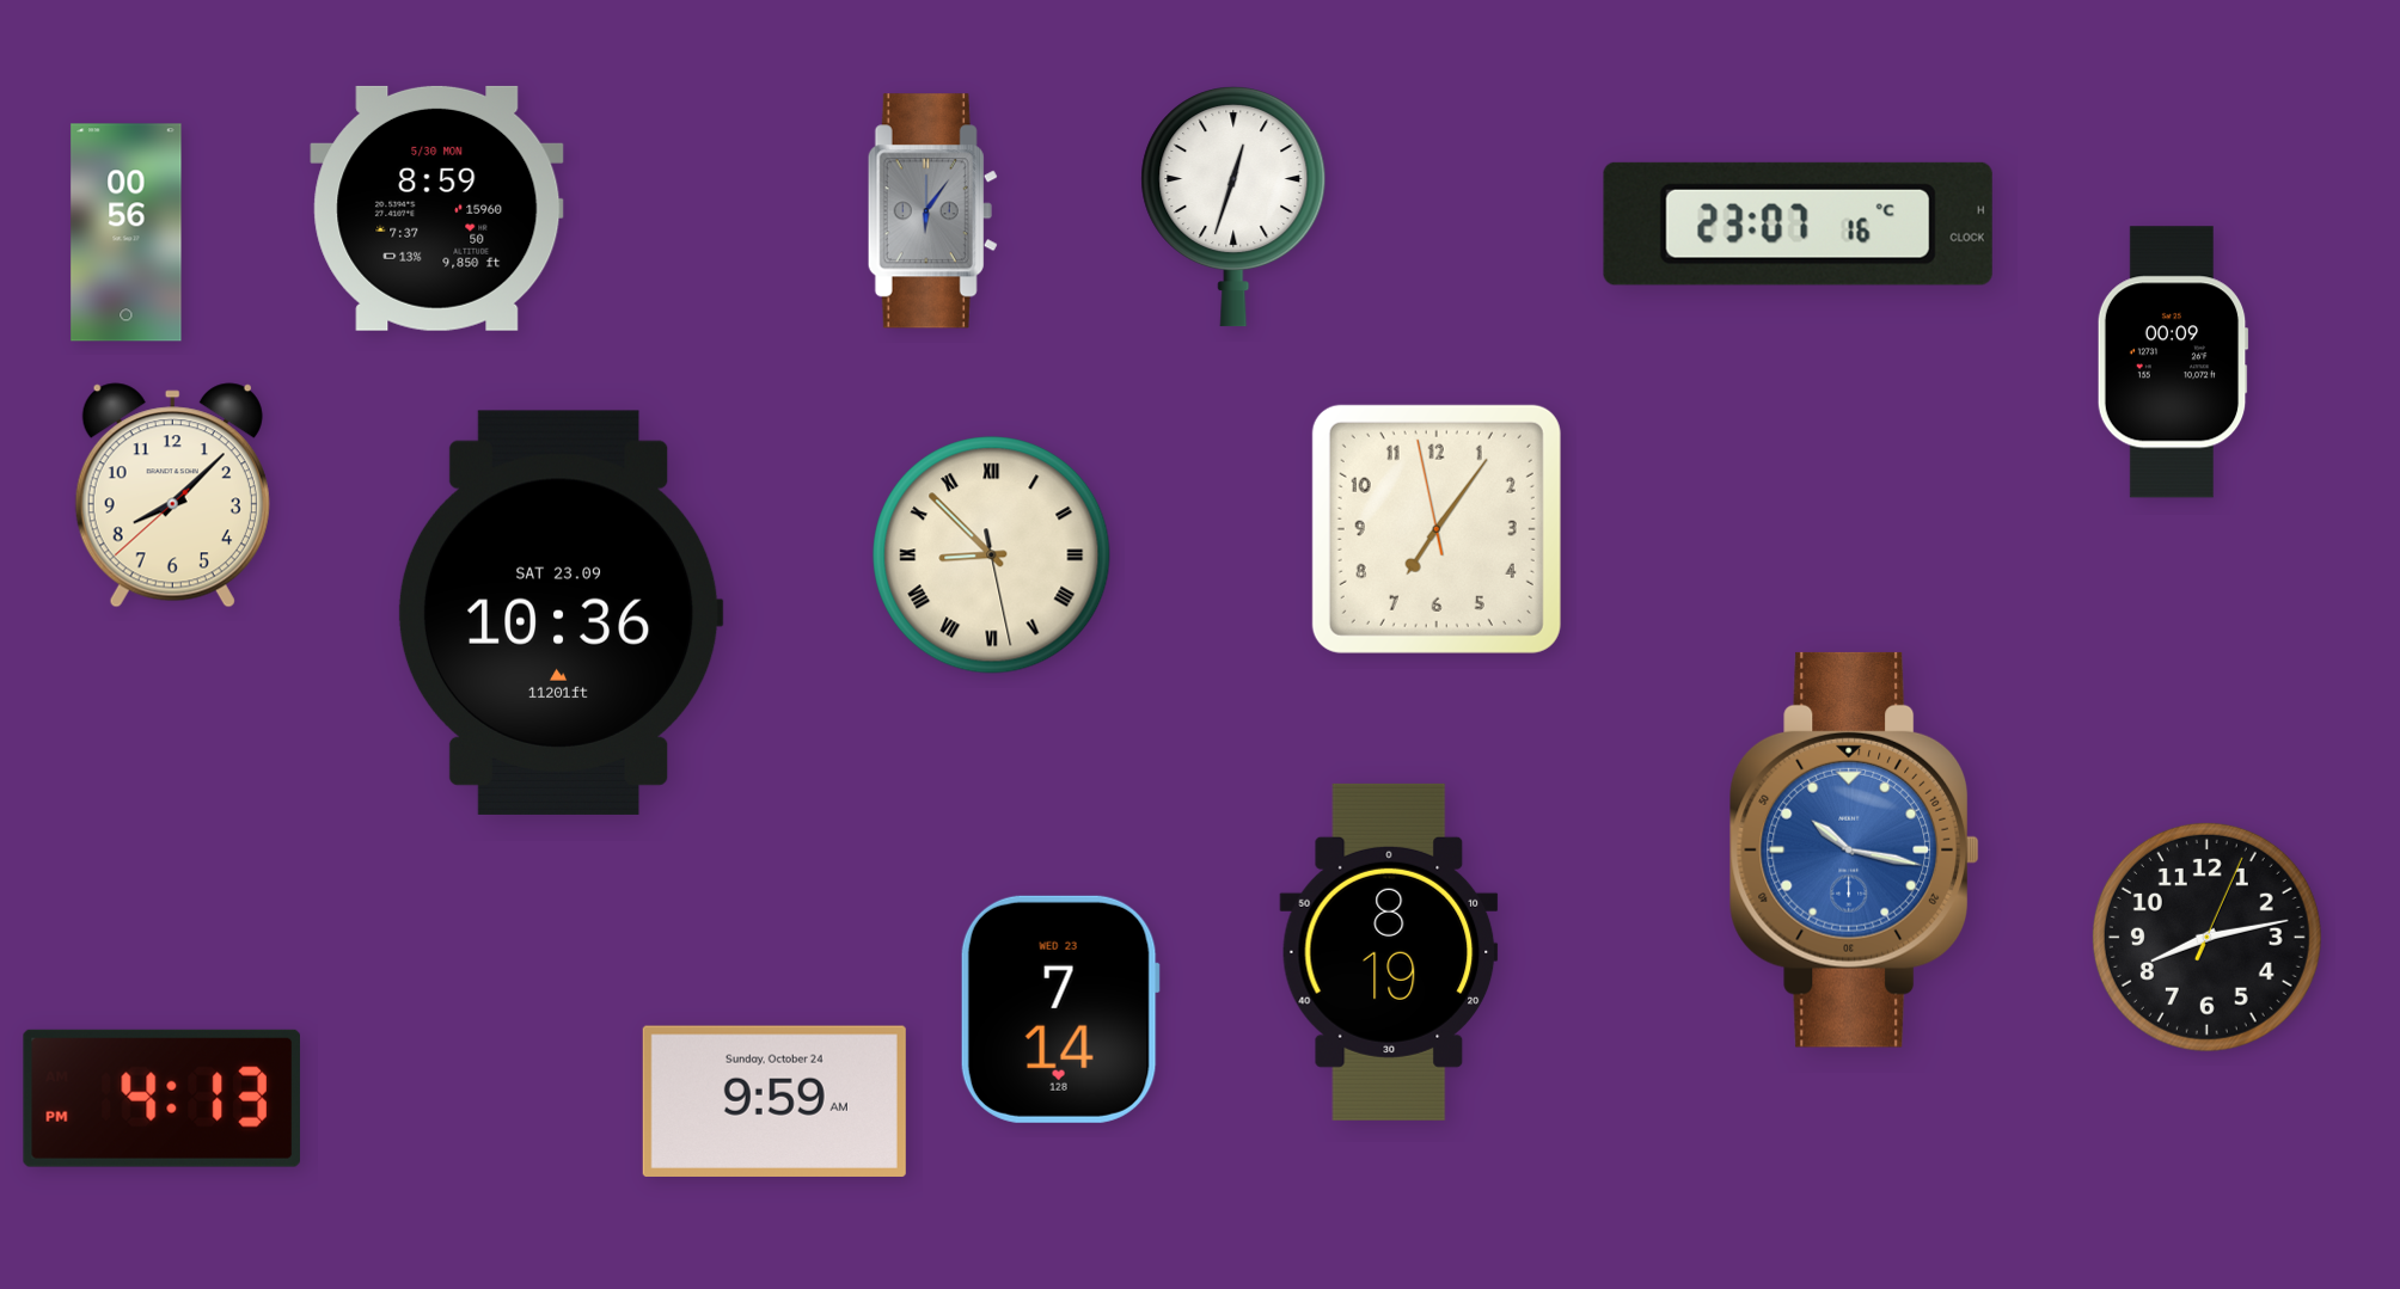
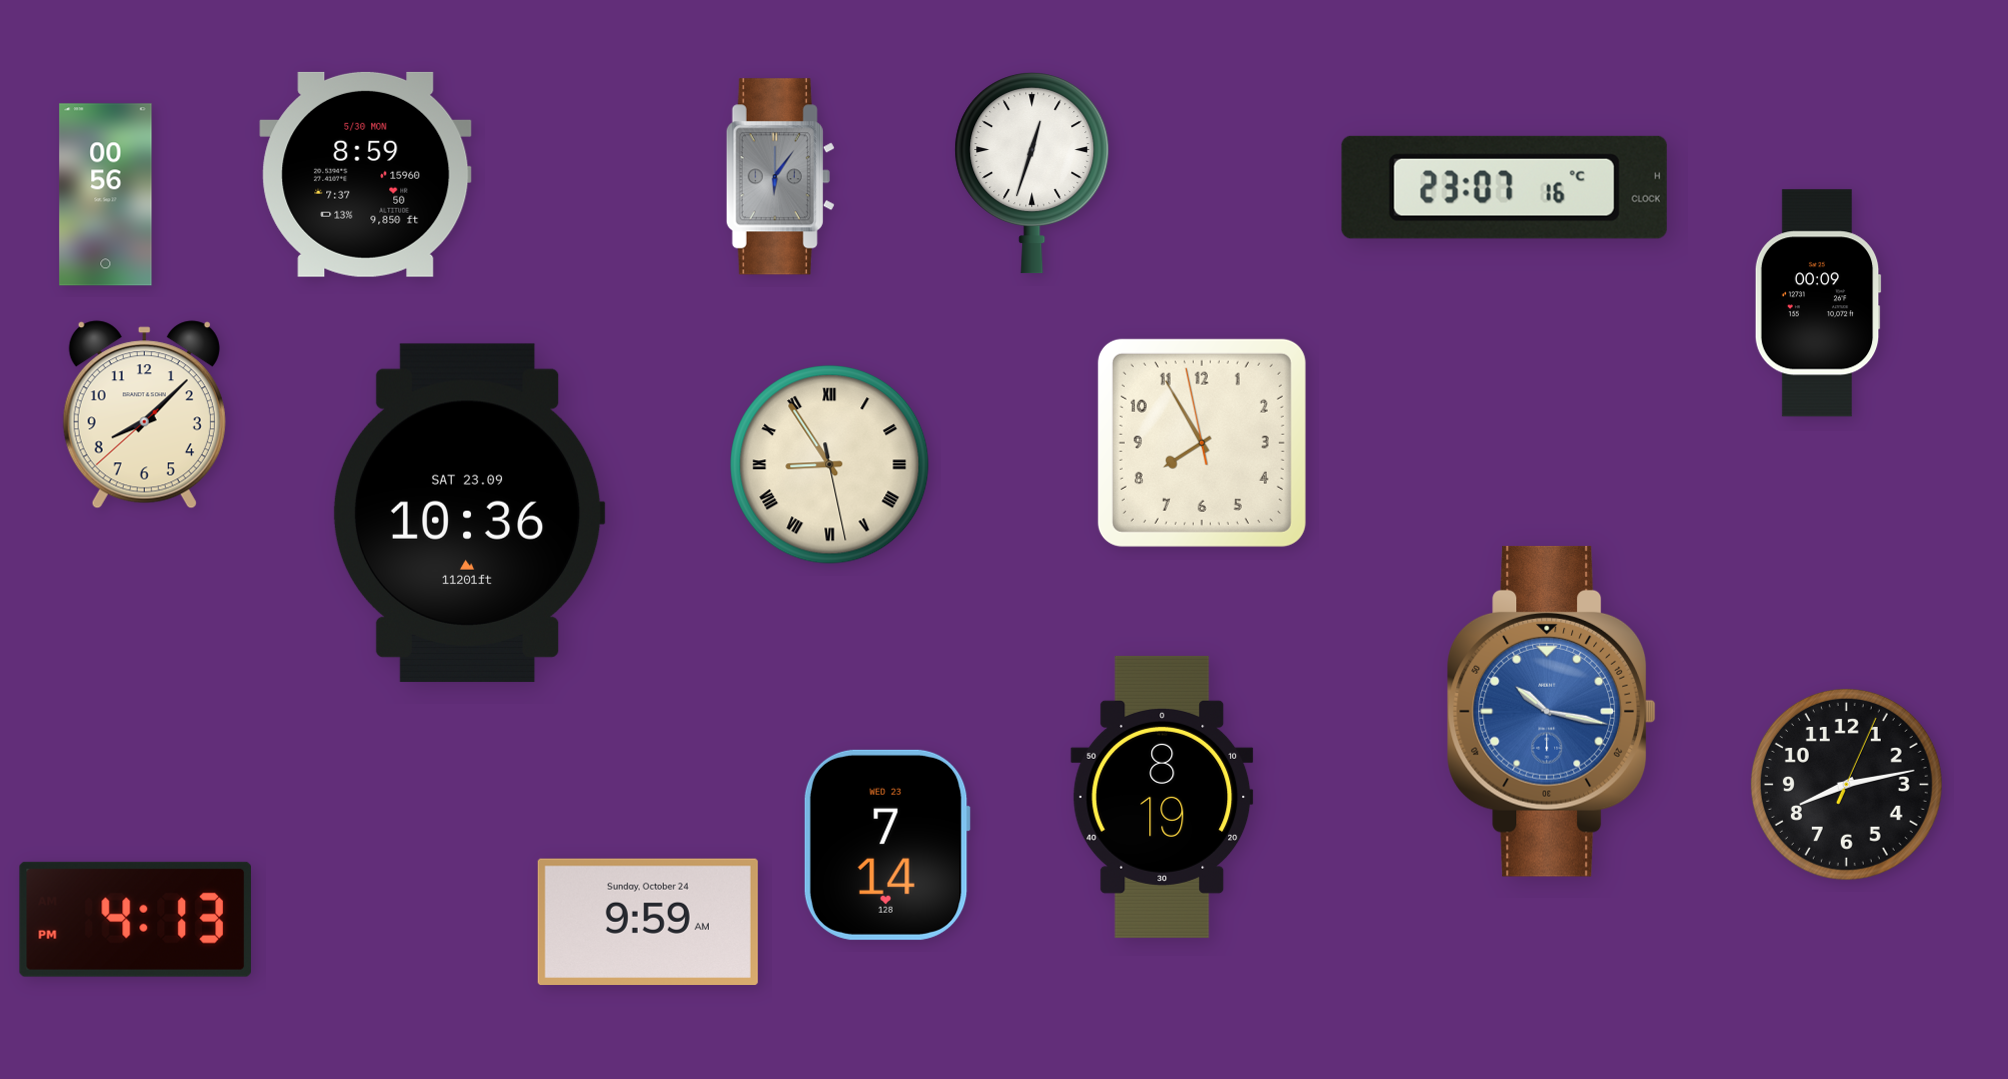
clock at (1437, 529): 7:05 -> 7:54
clock at (992, 556): 8:52 -> 8:54
